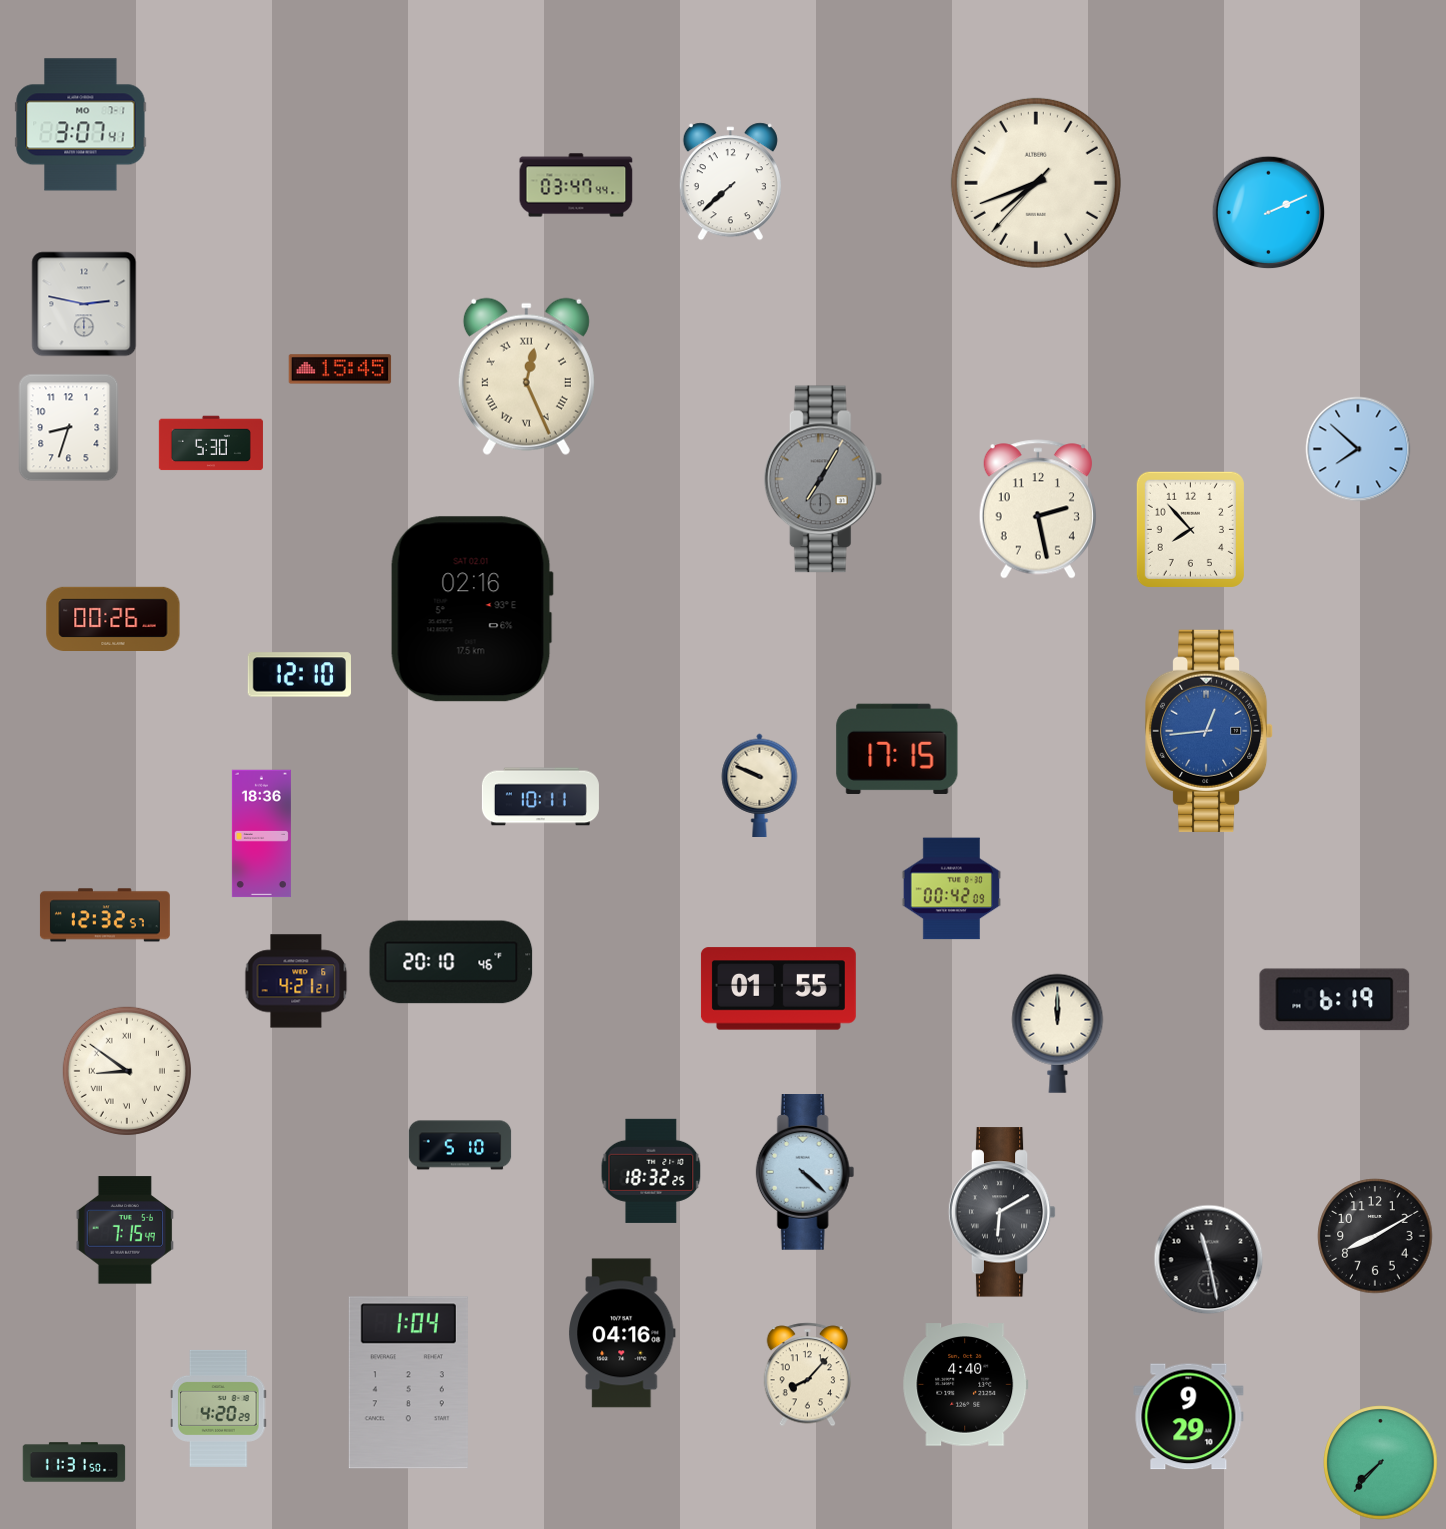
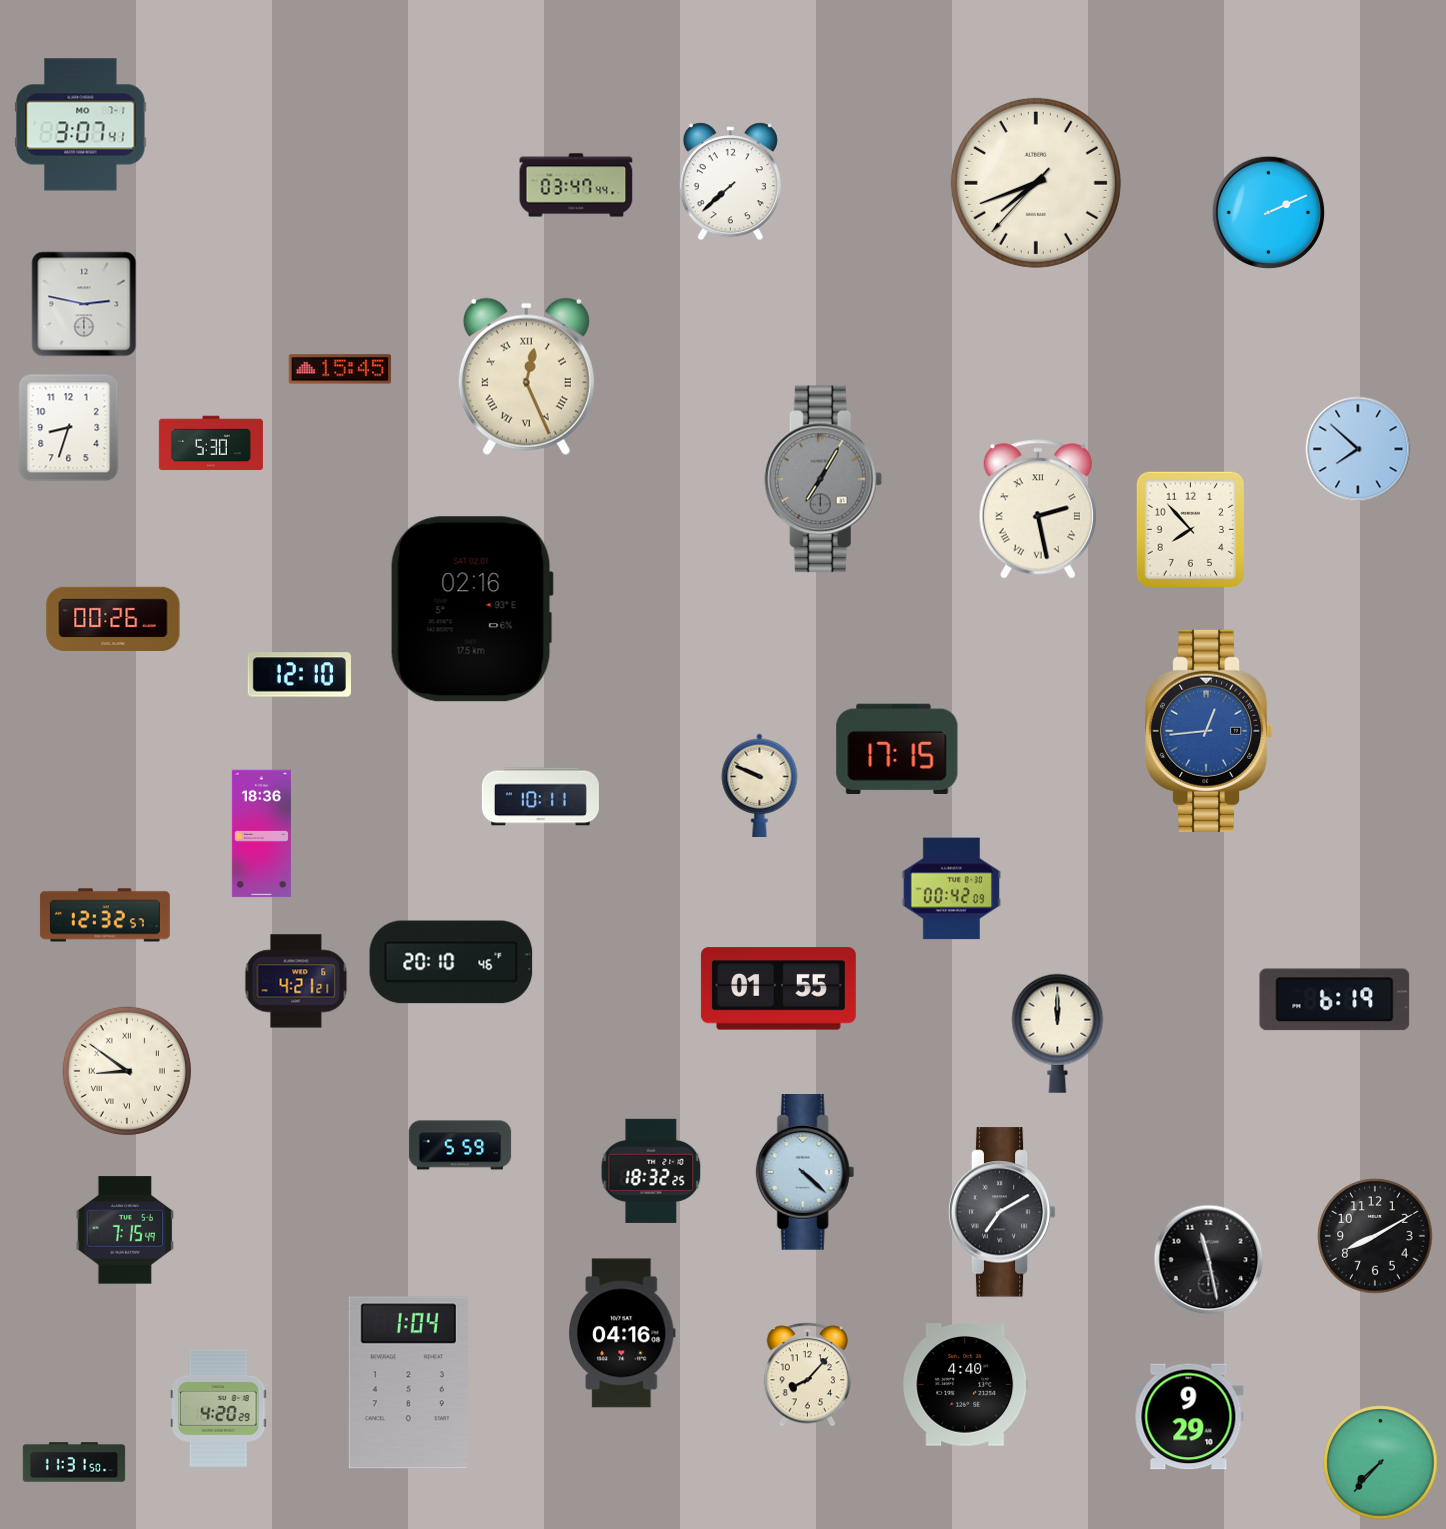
clock at (1038, 509) numerals: Arabic -> Roman
clock at (460, 1145): 5:10 -> 5:59
clock at (1002, 1212): 6:10 -> 7:10
